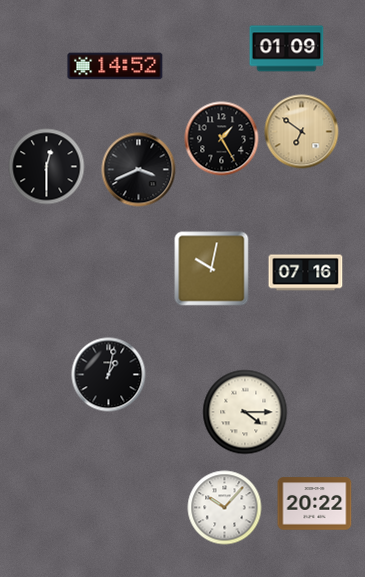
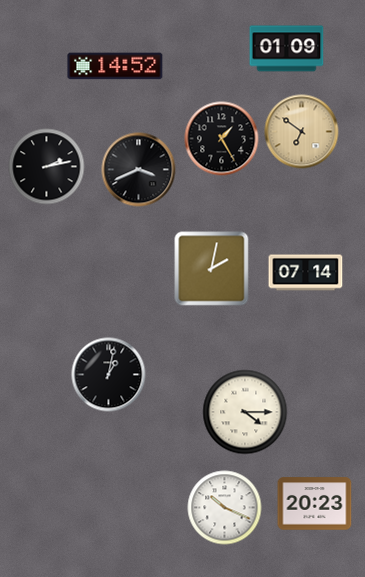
clock at (47, 167): 12:30 -> 2:13
clock at (212, 269): 10:02 -> 2:02
clock at (306, 273): 07:16 -> 07:14
clock at (315, 504): 20:22 -> 20:23
clock at (225, 508): 10:07 -> 10:19
